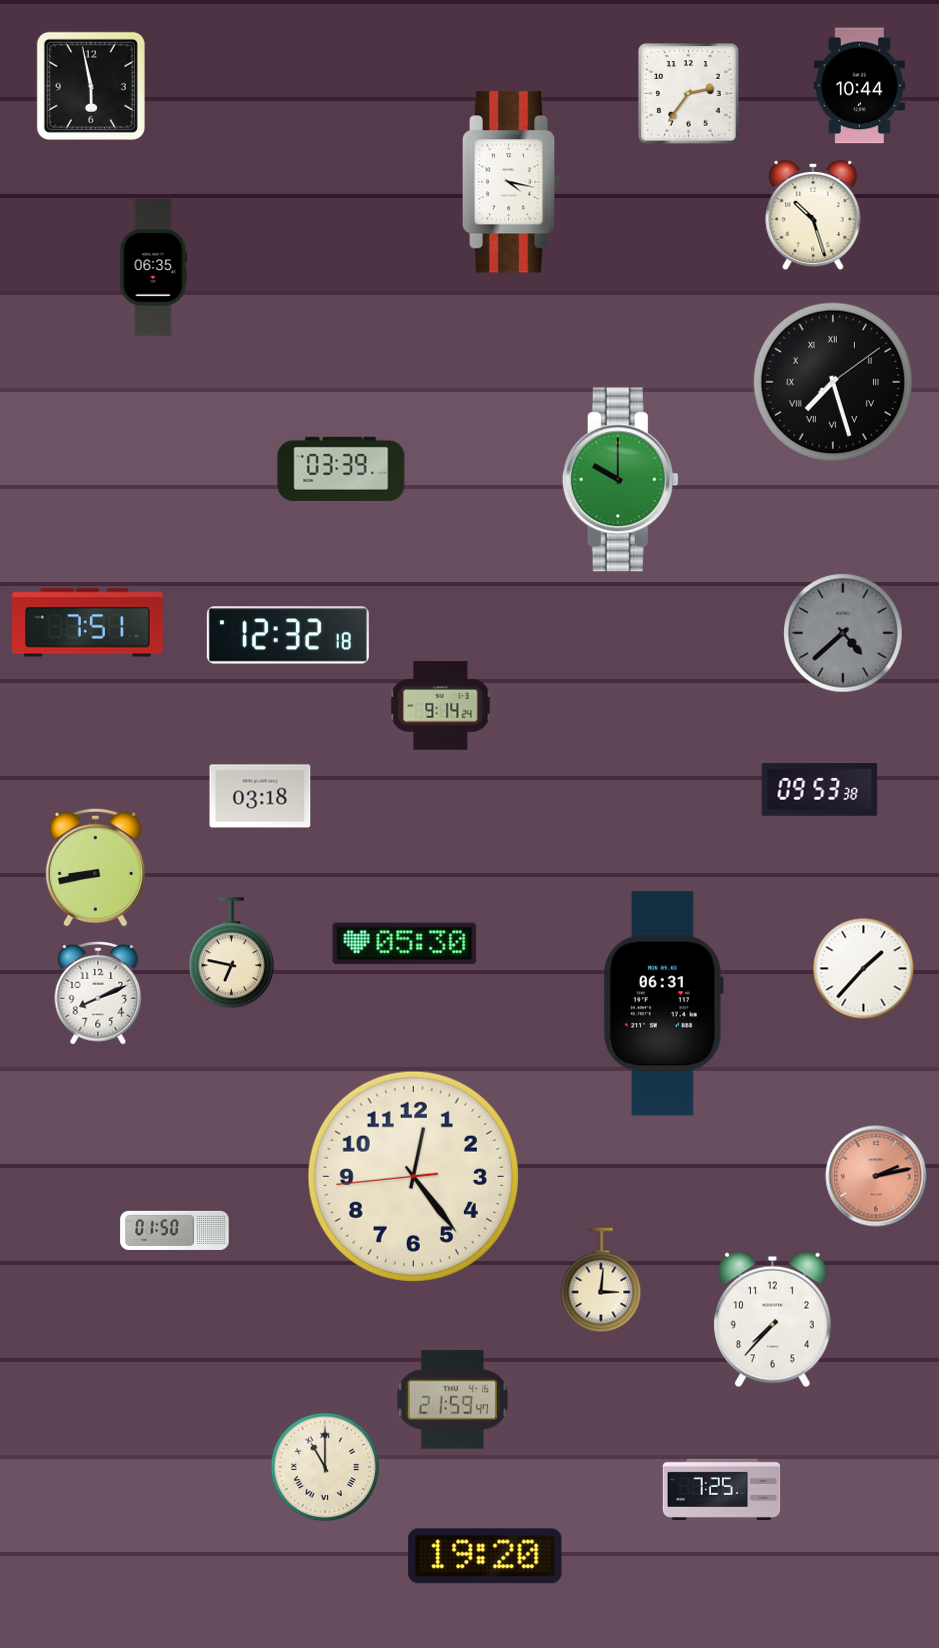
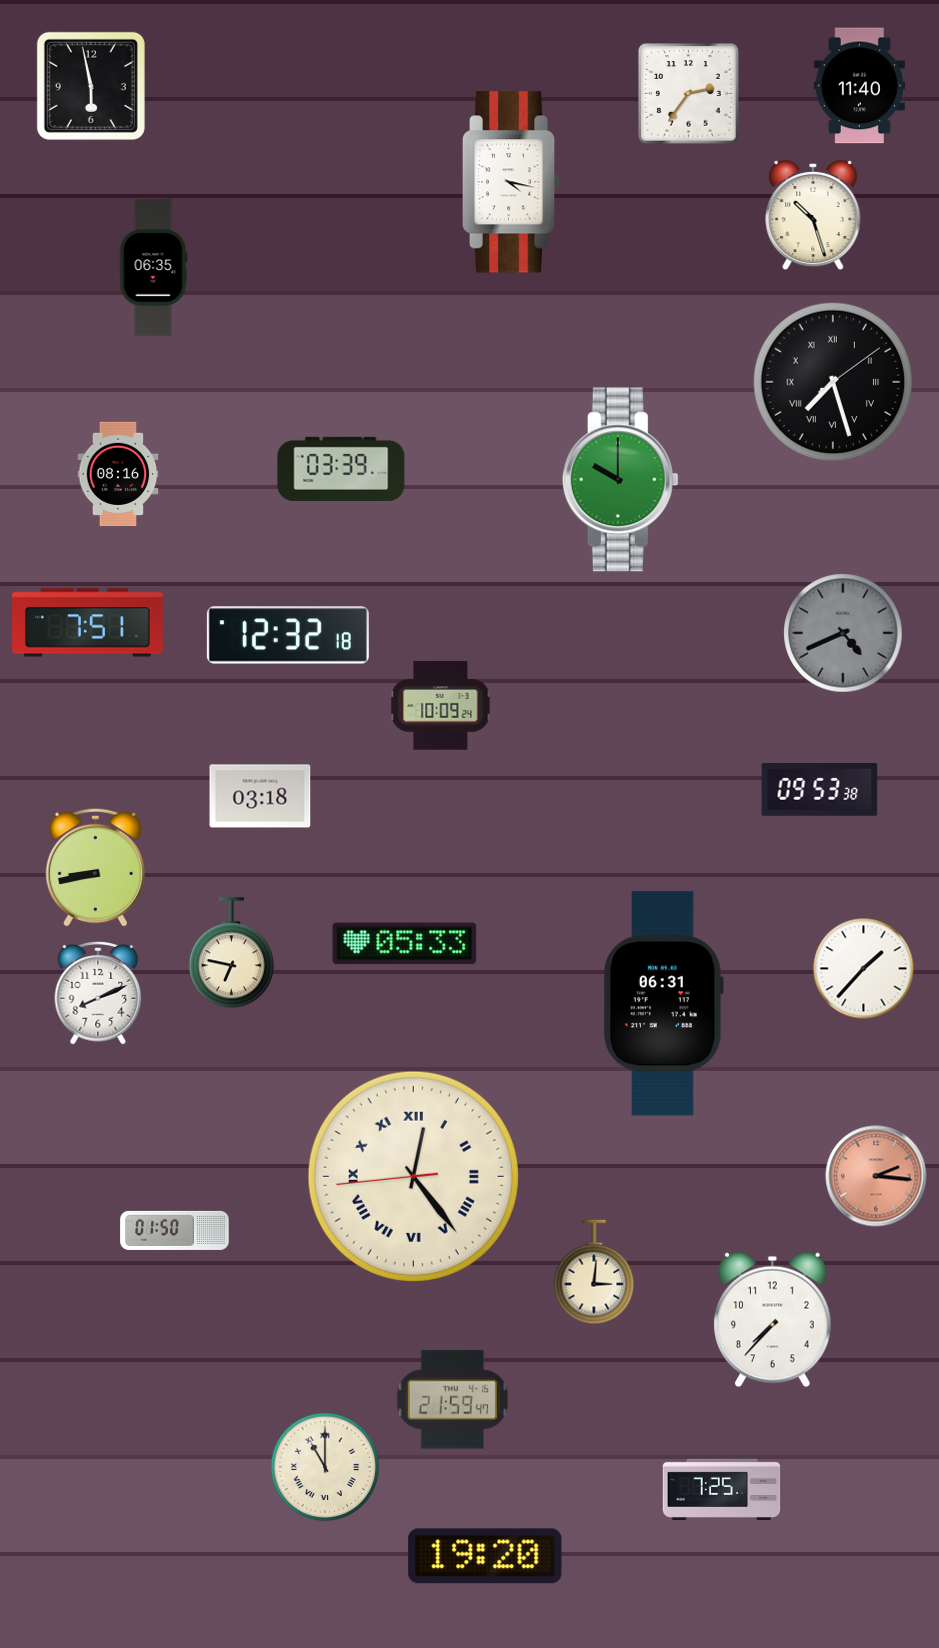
clock at (859, 86): 10:44 -> 11:40
clock at (118, 474): none -> 08:16
clock at (843, 633): 4:38 -> 4:41
clock at (441, 706): 9:14 -> 10:09
clock at (405, 944): 05:30 -> 05:33
clock at (413, 1176) numerals: Arabic -> Roman
clock at (876, 1176): 2:13 -> 2:16
clock at (601, 1280) position: (601, 1280) -> (594, 1272)
